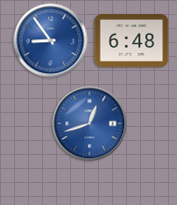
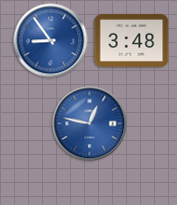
clock at (132, 40): 6:48 -> 3:48
clock at (90, 124): 12:42 -> 12:47
